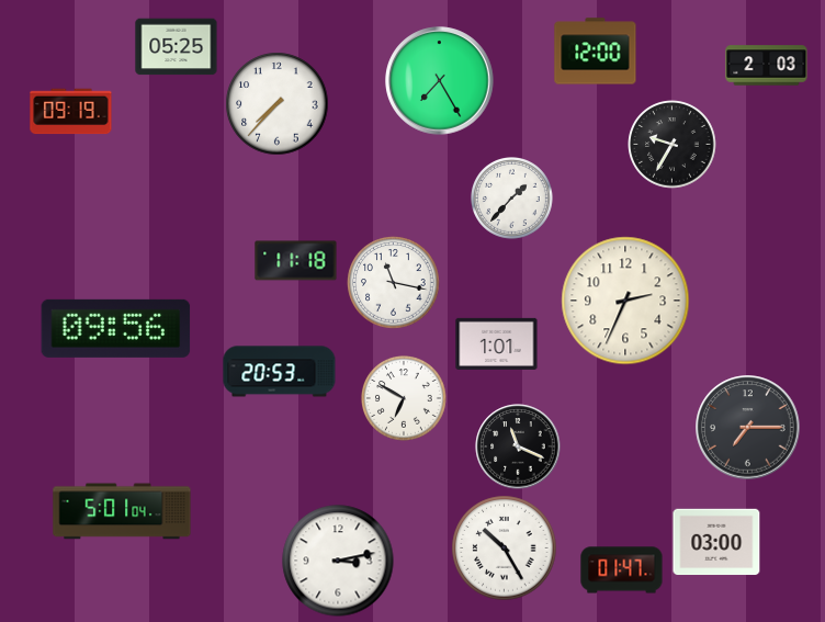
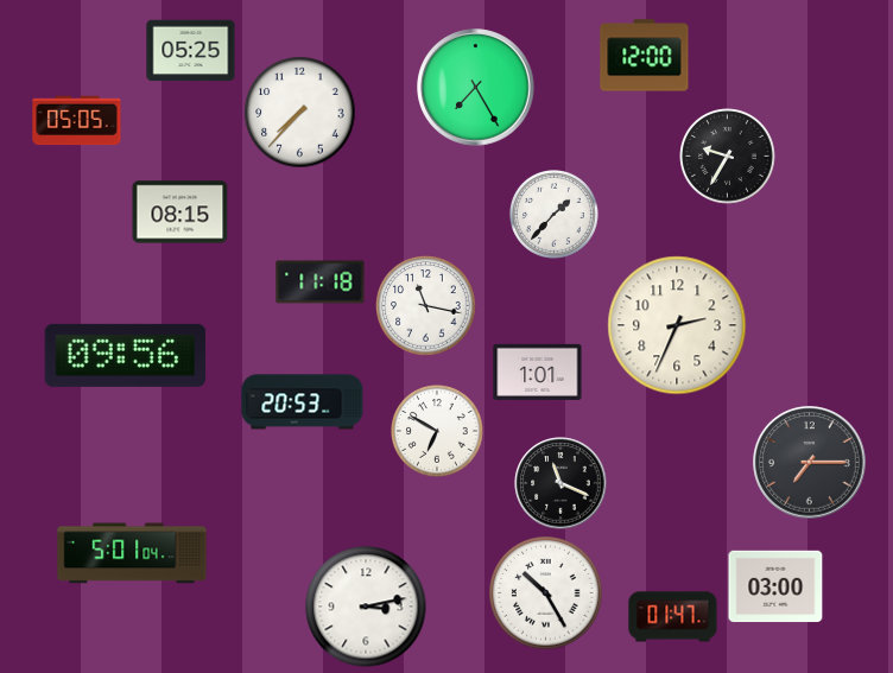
clock at (767, 66): 2:03 -> none
clock at (71, 112): 09:19 -> 05:05
clock at (180, 212): none -> 08:15
